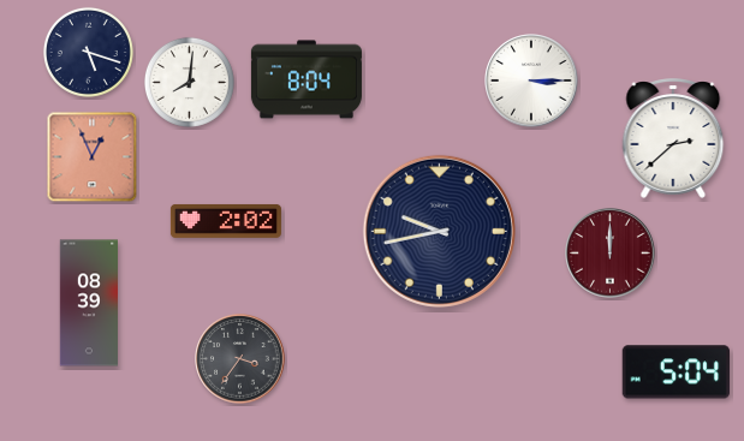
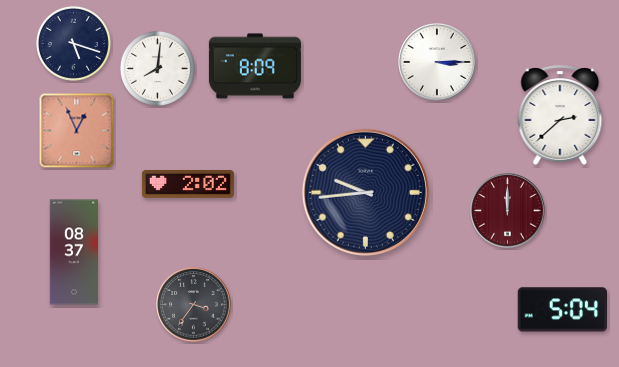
clock at (306, 79): 8:04 -> 8:09
clock at (531, 81) position: (531, 81) -> (437, 62)
clock at (439, 231): 9:43 -> 9:44
clock at (88, 303): 08:39 -> 08:37
clock at (240, 359) position: (240, 359) -> (194, 305)
